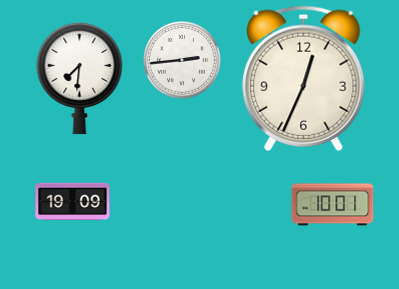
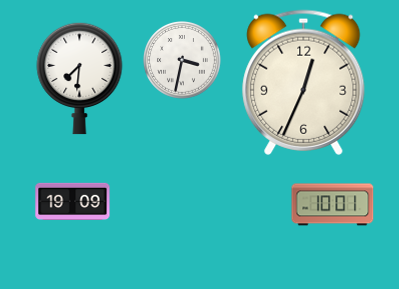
clock at (183, 61): 2:44 -> 3:32
clock at (304, 78) position: (304, 78) -> (304, 82)
